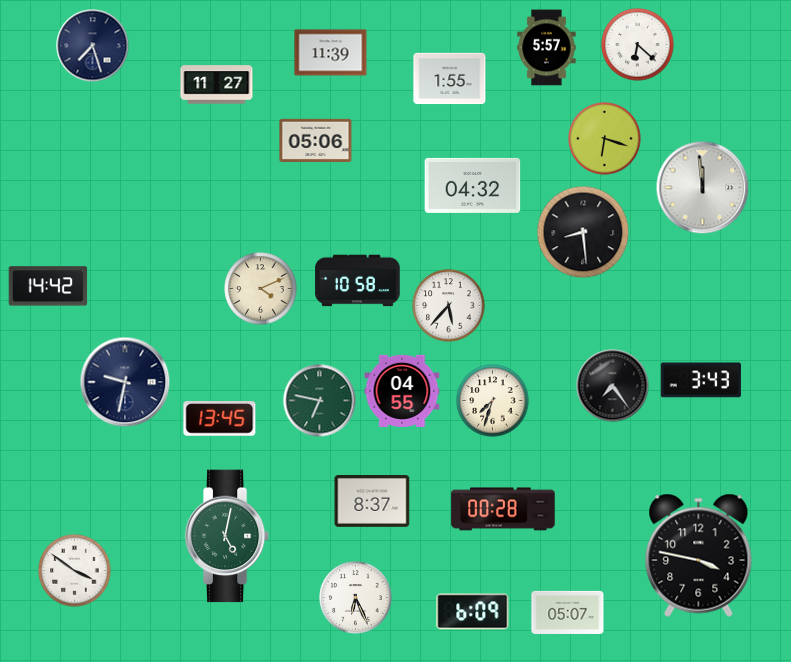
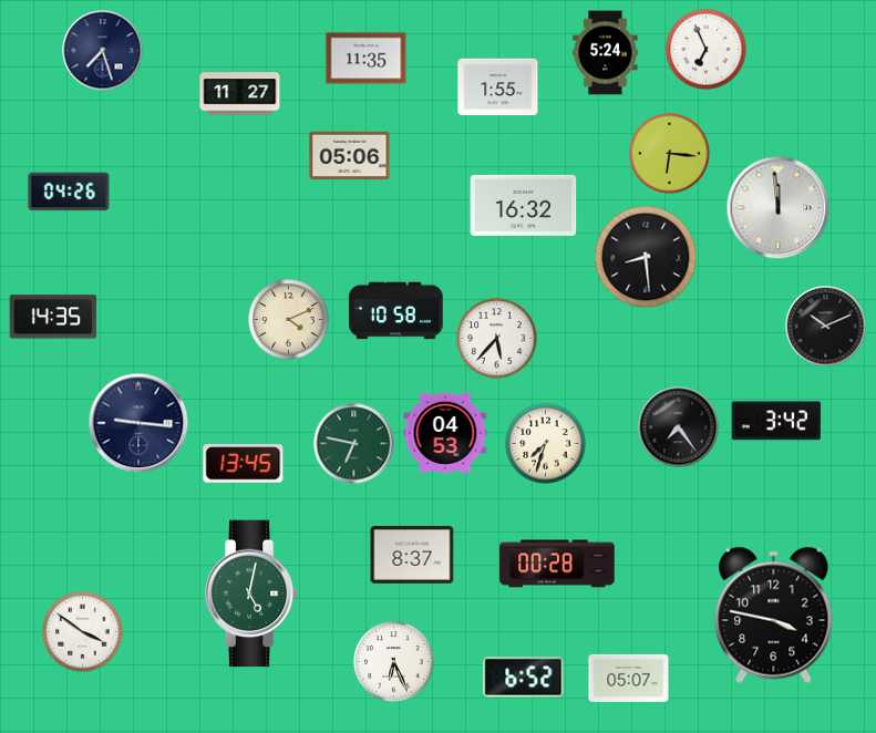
clock at (638, 45): 6:22 -> 6:56
clock at (547, 48): 5:57 -> 5:24
clock at (331, 53): 11:39 -> 11:35
clock at (605, 139): 6:18 -> 6:16
clock at (69, 192): none -> 04:26
clock at (473, 185): 04:32 -> 16:32
clock at (48, 286): 14:42 -> 14:35
clock at (826, 327): none -> 10:11
clock at (701, 380): 3:43 -> 3:42
clock at (125, 382): 9:32 -> 9:16
clock at (402, 391): 04:55 -> 04:53
clock at (473, 612): 6:09 -> 6:52
